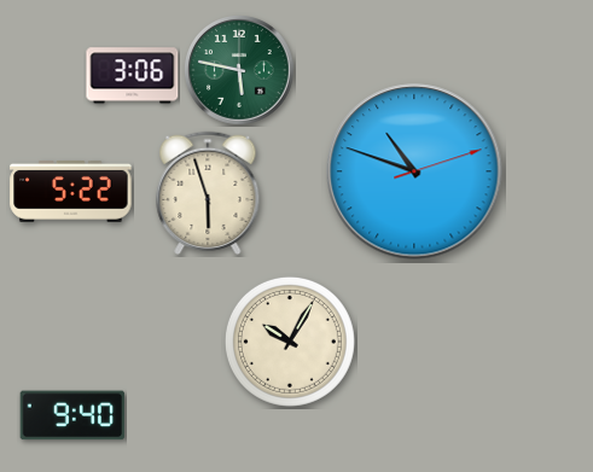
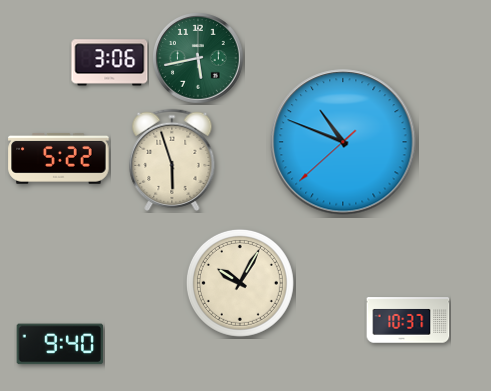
clock at (240, 71): 5:47 -> 5:43
clock at (414, 171): 10:48:12 -> 10:48:38
clock at (408, 320): none -> 10:37
